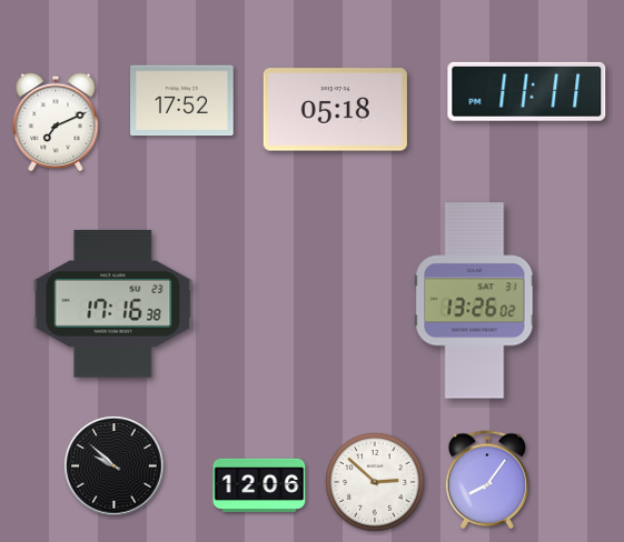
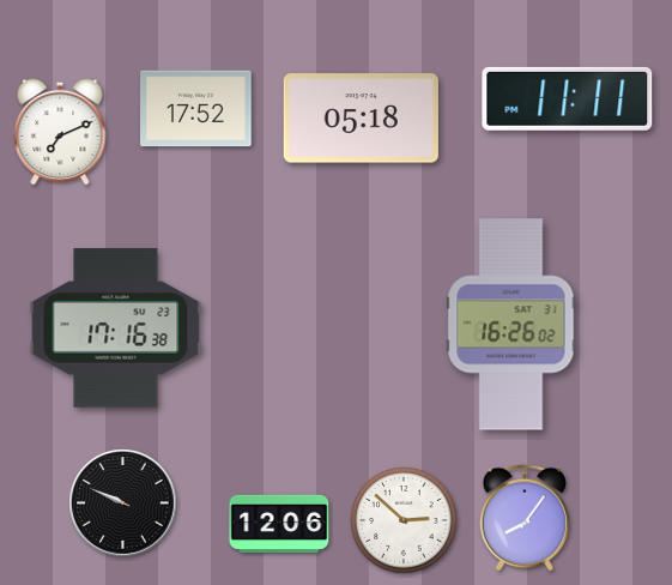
clock at (475, 301): 13:26 -> 16:26
clock at (113, 304) position: (113, 304) -> (116, 328)
clock at (115, 466): 9:52 -> 9:49
